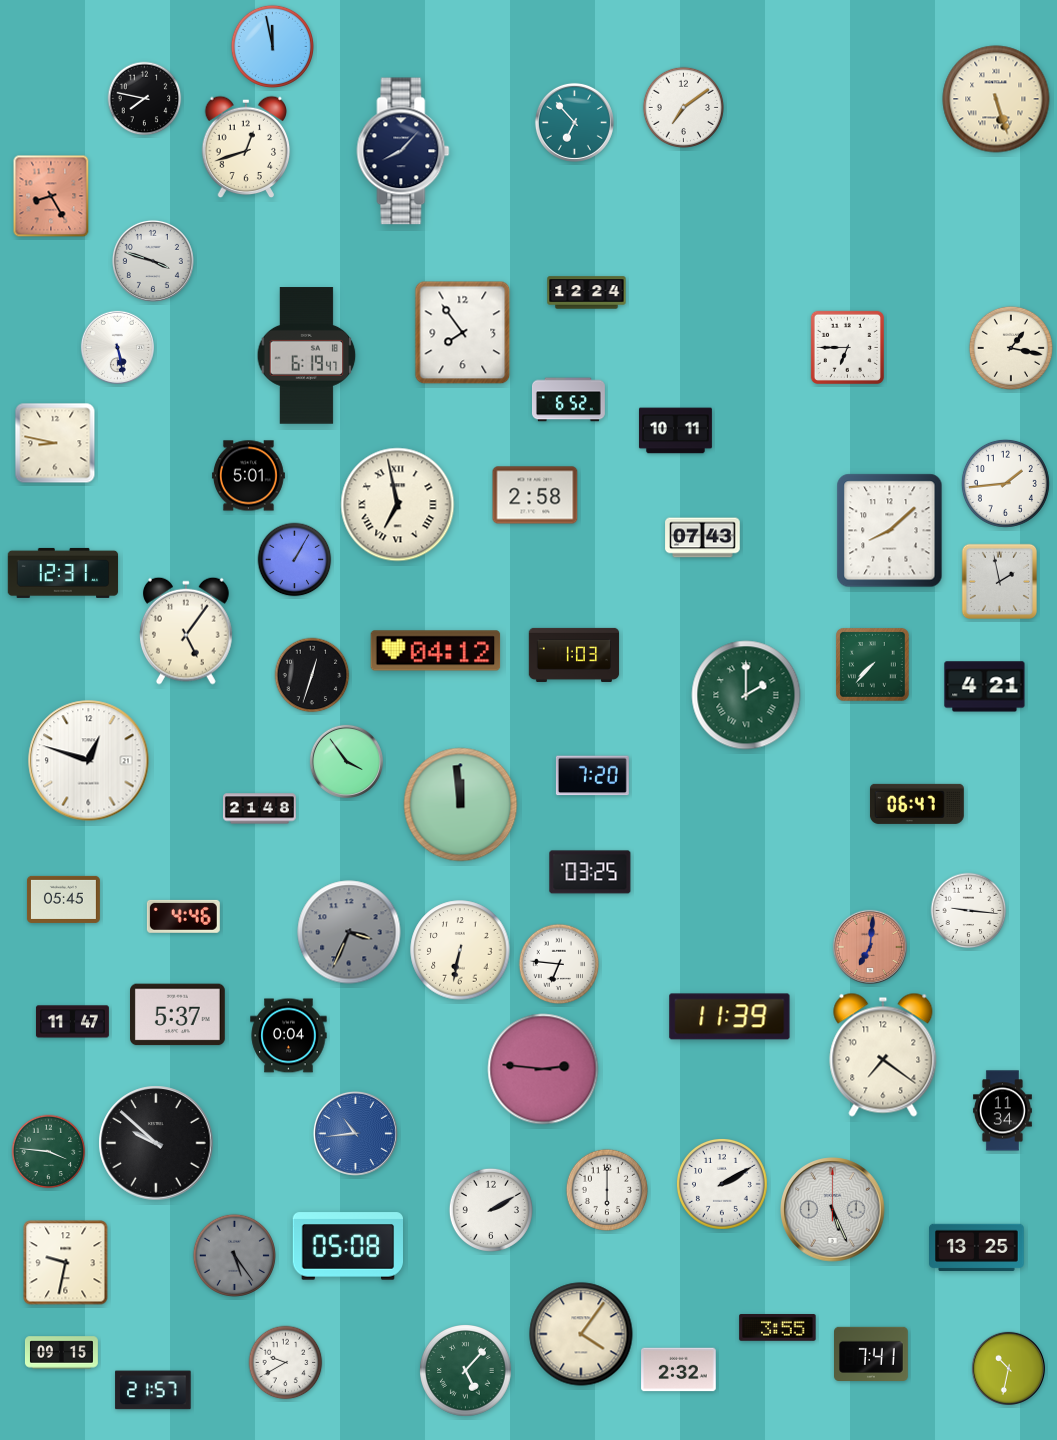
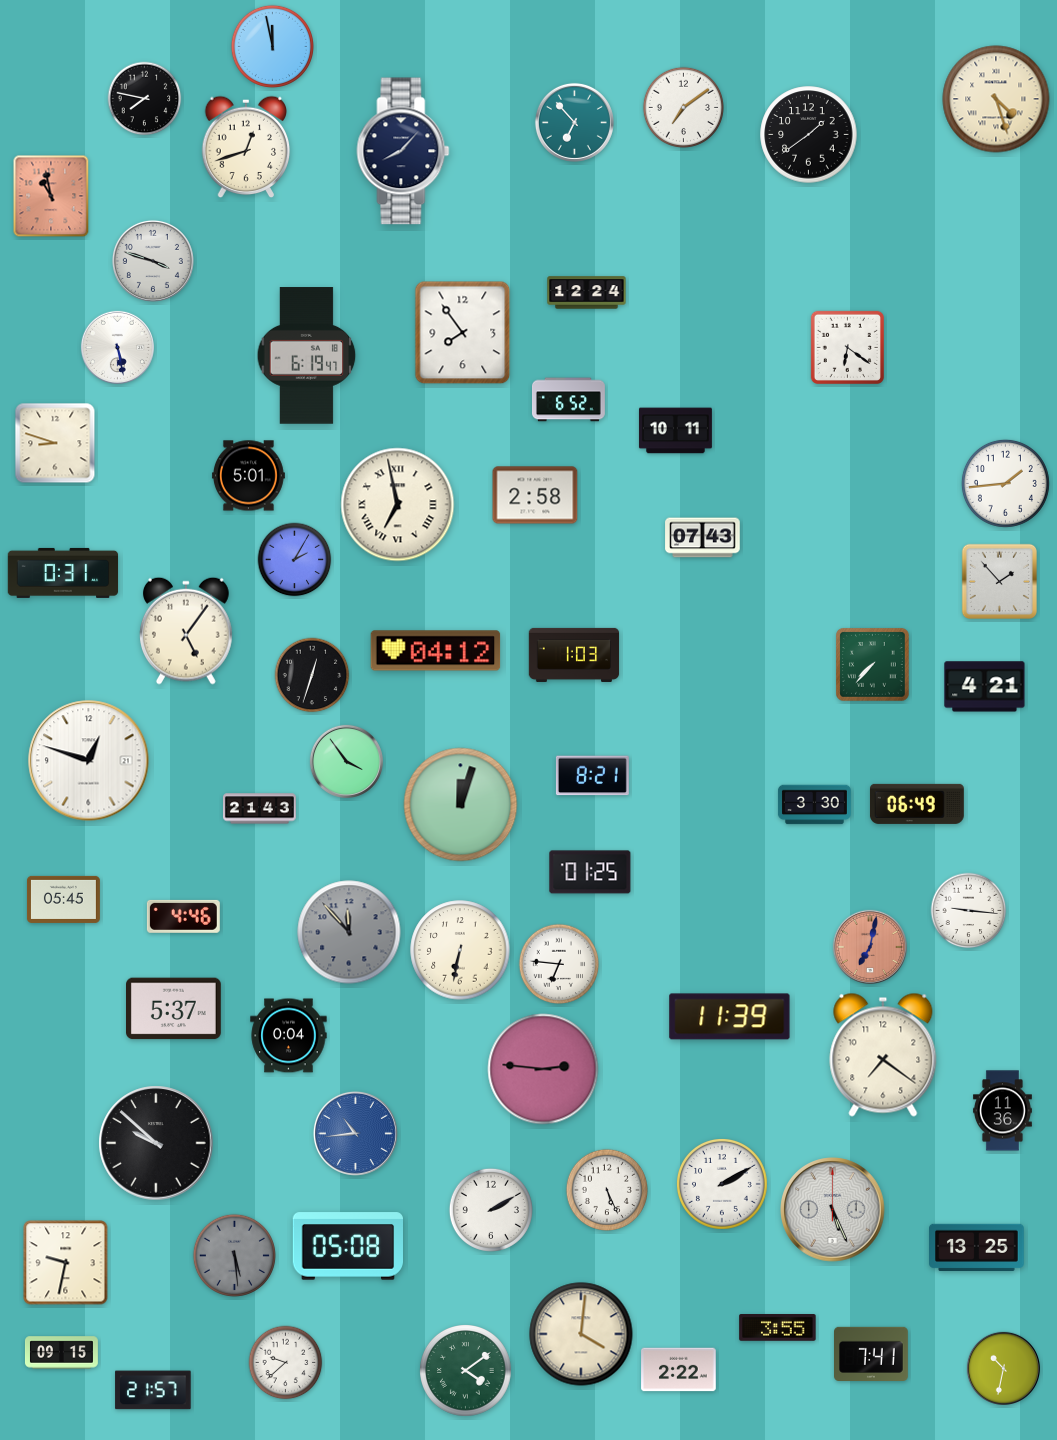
clock at (996, 99): 5:27 -> 4:27
clock at (809, 135): none -> 1:39
clock at (51, 196): 8:25 -> 10:58
clock at (847, 347): 6:45 -> 6:21
clock at (1011, 348): 1:17 -> none
clock at (55, 443): 8:47 -> 8:48
clock at (890, 531): 8:08 -> none
clock at (295, 560): 1:05 -> 2:05
clock at (63, 573): 12:31 -> 0:31
clock at (999, 581): 1:58 -> 1:53
clock at (746, 695): 2:00 -> none
clock at (592, 776): 7:20 -> 8:21
clock at (917, 804): 06:47 -> 06:49
clock at (461, 805): 11:59 -> 12:03
clock at (814, 805): none -> 3:30
clock at (259, 809): 21:48 -> 21:43
clock at (590, 872): 03:25 -> 01:25
clock at (349, 932): 3:34 -> 11:53
clock at (870, 947): 7:01 -> 7:02
clock at (178, 1015) position: (178, 1015) -> (174, 1009)
clock at (72, 1022): 11:47 -> none
clock at (1002, 1111): 11:34 -> 11:36
clock at (49, 1152): 3:46 -> none
clock at (606, 1189): 6:00 -> 5:26
clock at (234, 1255): 5:24 -> 5:29
clock at (581, 1334): 4:06 -> 4:01
clock at (286, 1363): 9:40 -> 9:38
clock at (1008, 1368) position: (1008, 1368) -> (1003, 1368)
clock at (679, 1370): 2:32 -> 2:22
clock at (466, 1371): 5:07 -> 4:09
